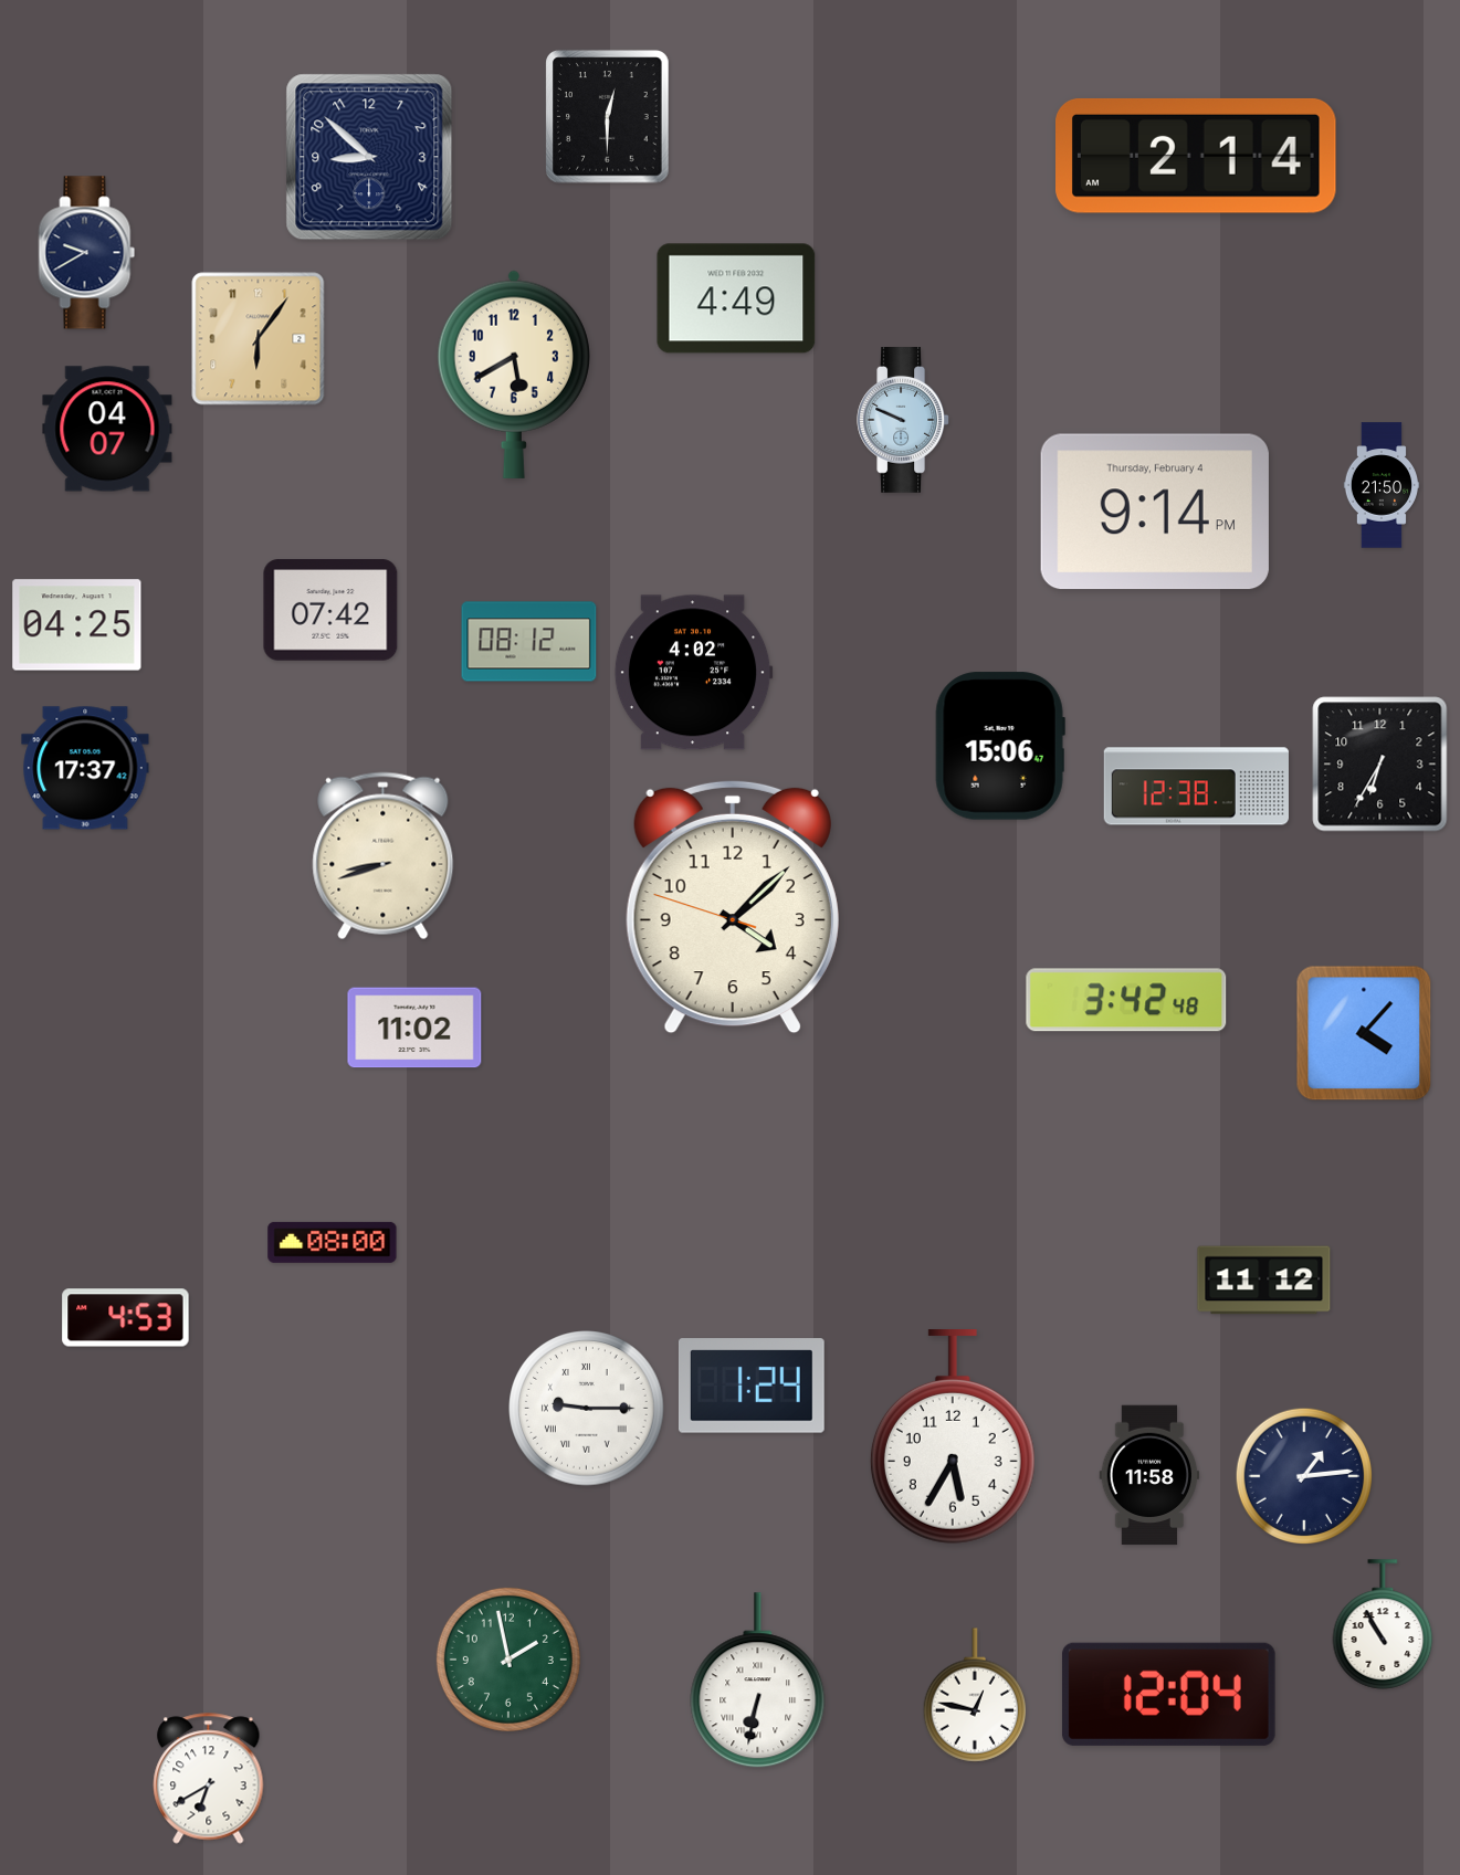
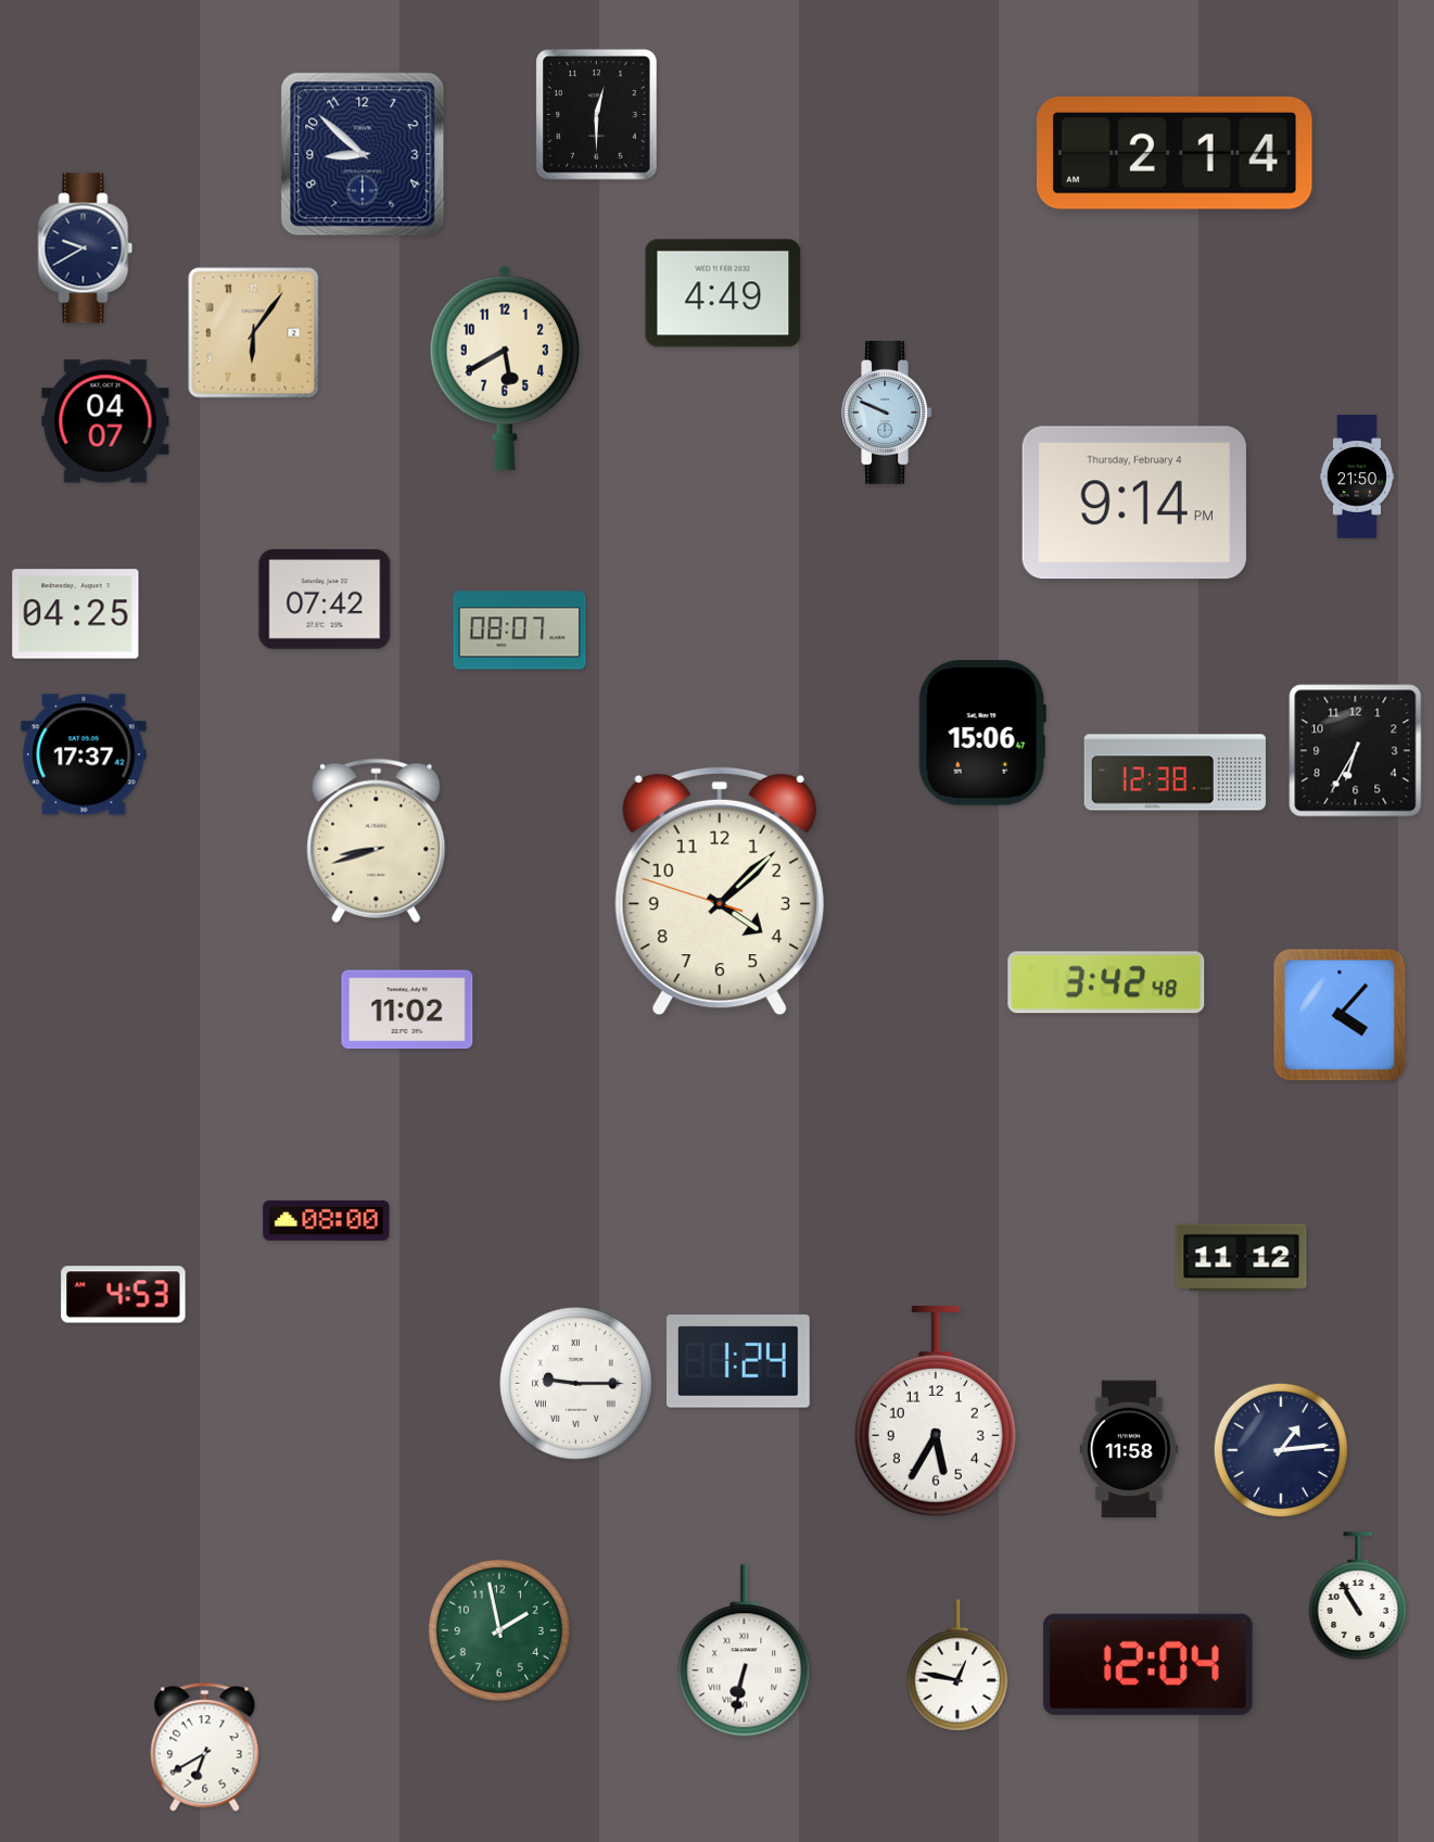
clock at (529, 642): 08:12 -> 08:07
clock at (693, 673): 4:02 -> none
